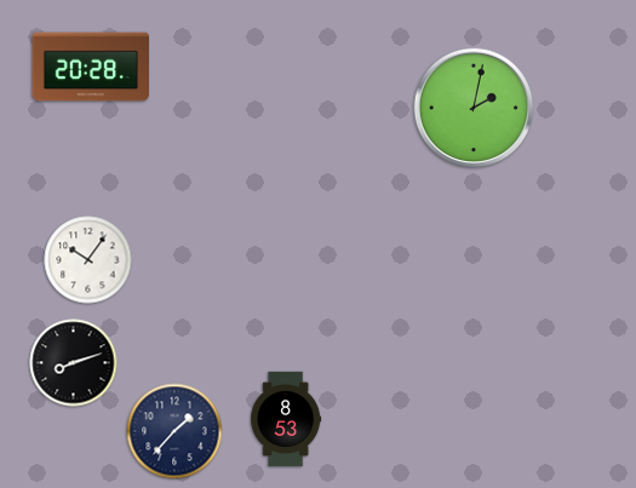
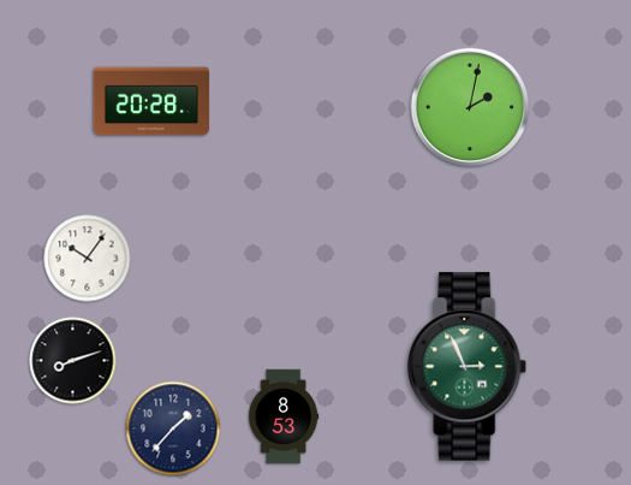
clock at (90, 67) position: (90, 67) -> (150, 101)
clock at (468, 367): none -> 2:56
